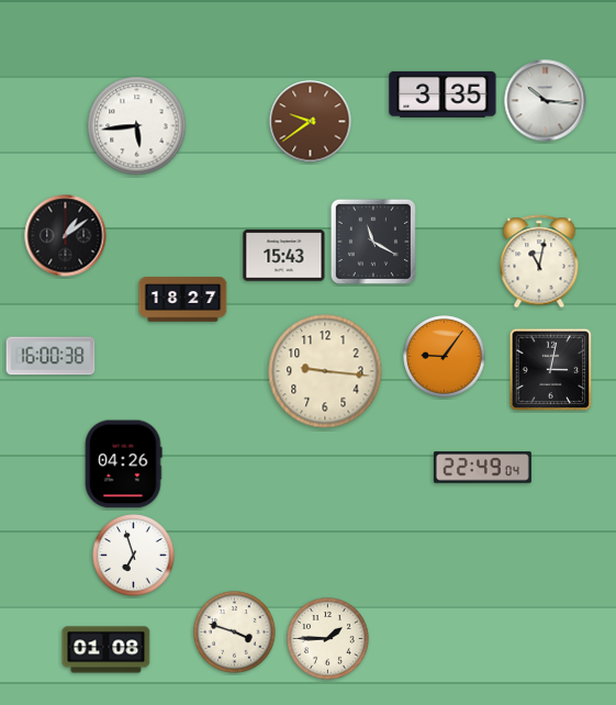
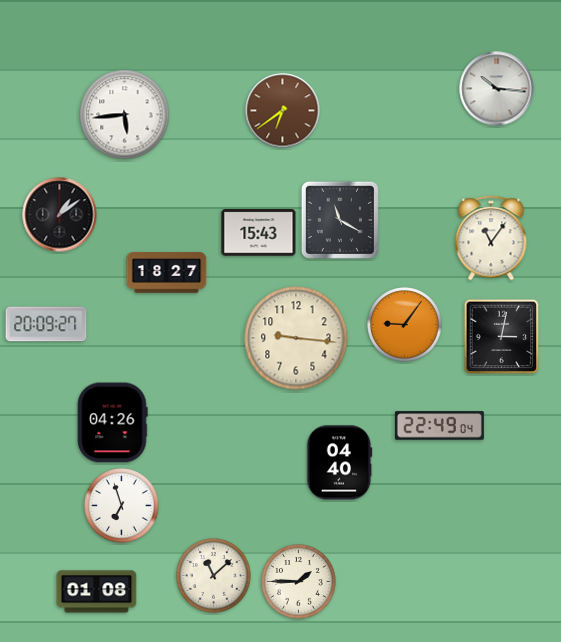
clock at (443, 94): 3:35 -> none
clock at (546, 101) position: (546, 101) -> (497, 89)
clock at (311, 122): 9:39 -> 6:39
clock at (539, 261): 11:02 -> 11:06
clock at (51, 356): 16:00 -> 20:09
clock at (340, 463): none -> 04:40
clock at (235, 633): 3:48 -> 11:08
